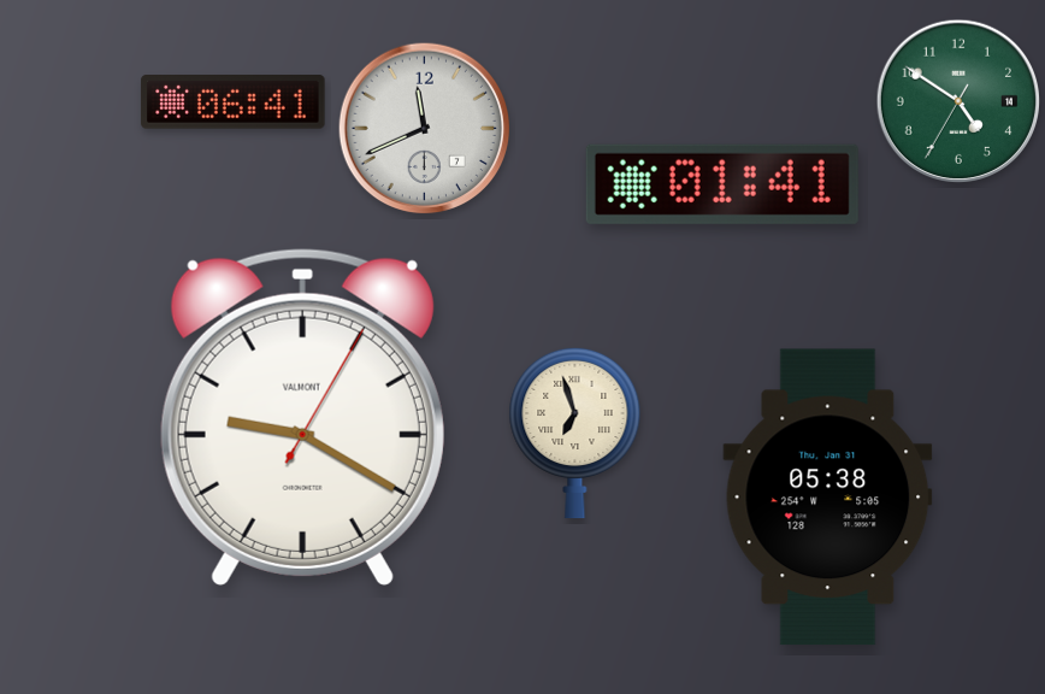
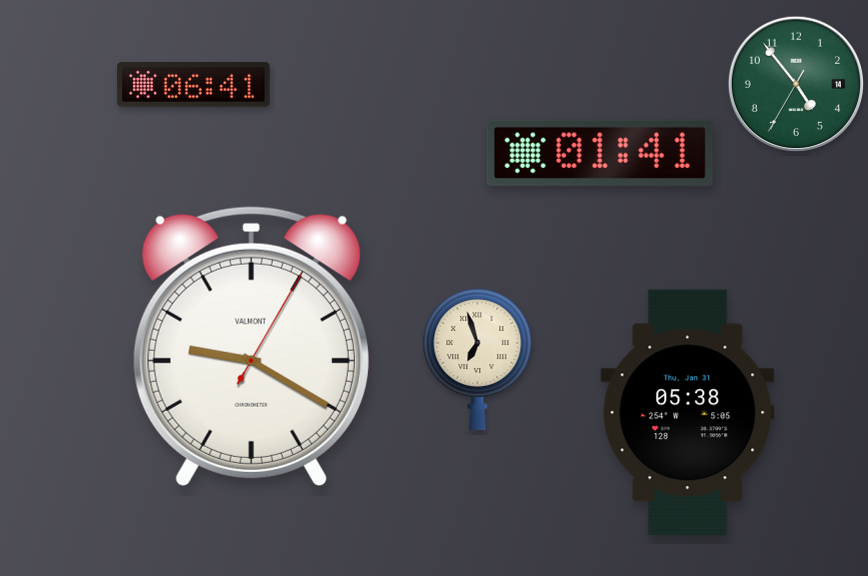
clock at (957, 100): 4:50 -> 4:53
clock at (425, 129): 11:41 -> none
